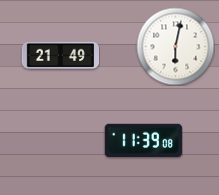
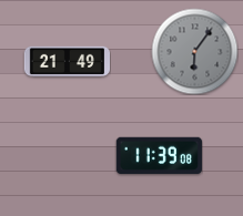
clock at (175, 46): 6:02 -> 6:06
clock at (175, 46) dial: white -> grey
